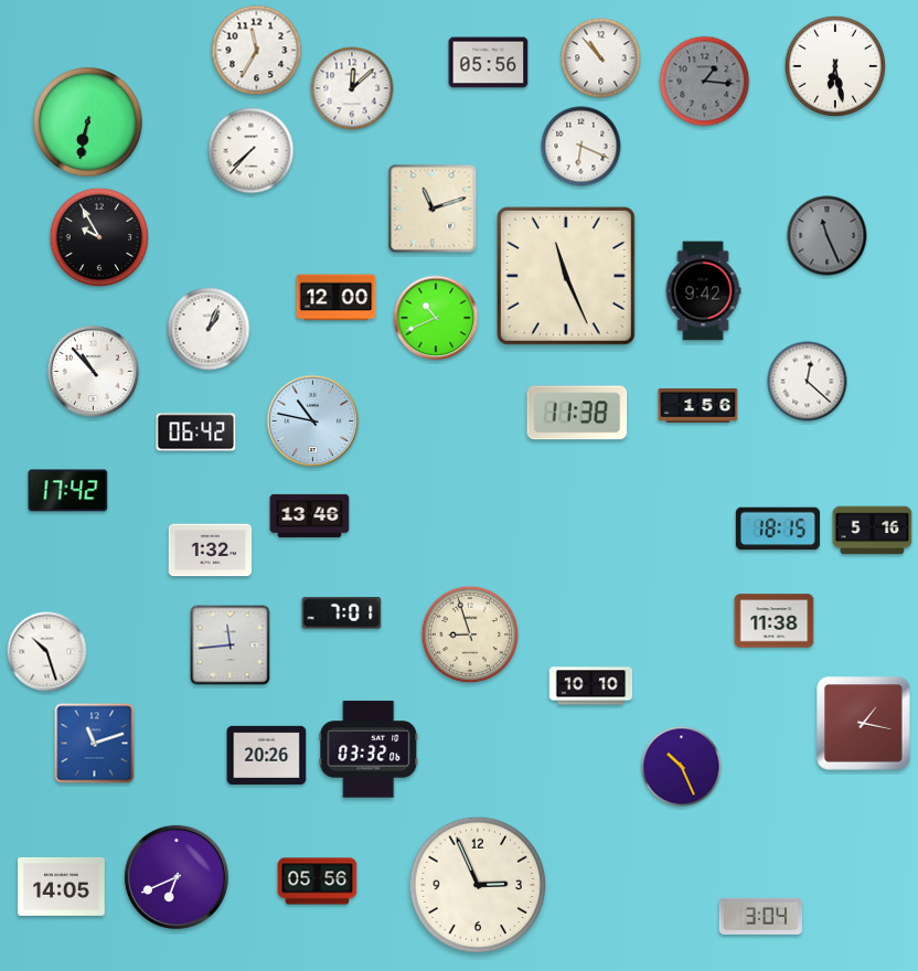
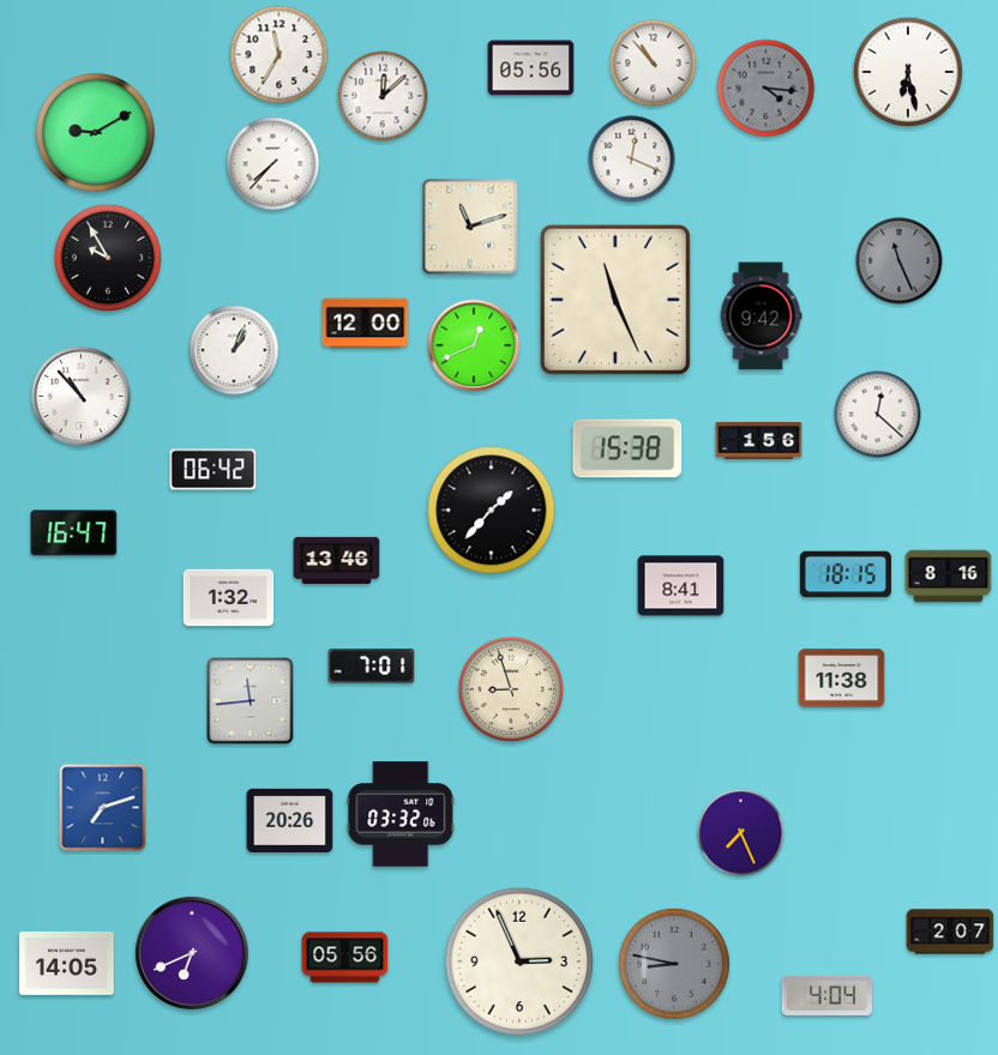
clock at (705, 82): 1:16 -> 4:16
clock at (88, 122): 6:32 -> 9:10
clock at (581, 147): 6:19 -> 12:19
clock at (828, 236) position: (828, 236) -> (900, 261)
clock at (703, 291) position: (703, 291) -> (760, 316)
clock at (436, 318): 10:41 -> 12:41
clock at (209, 329) position: (209, 329) -> (234, 350)
clock at (94, 372) position: (94, 372) -> (82, 397)
clock at (577, 413): 11:38 -> 15:38
clock at (313, 422): 10:47 -> none
clock at (492, 511): none -> 1:37
clock at (68, 491): 17:42 -> 16:47
clock at (873, 531): 5:16 -> 8:16
clock at (681, 586): none -> 8:41
clock at (775, 621) position: (775, 621) -> (842, 679)
clock at (47, 652): 10:27 -> none
clock at (591, 686): 10:10 -> none
clock at (864, 724): 1:17 -> none
clock at (95, 744): 11:12 -> 7:12
clock at (682, 767): 10:26 -> 7:26
clock at (950, 932): none -> 2:07
clock at (674, 964): none -> 8:47
clock at (760, 916): 3:04 -> 4:04
